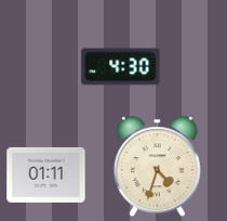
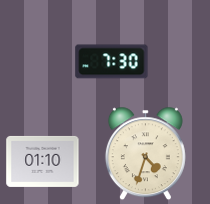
clock at (121, 67): 4:30 -> 7:30
clock at (46, 174): 01:11 -> 01:10
